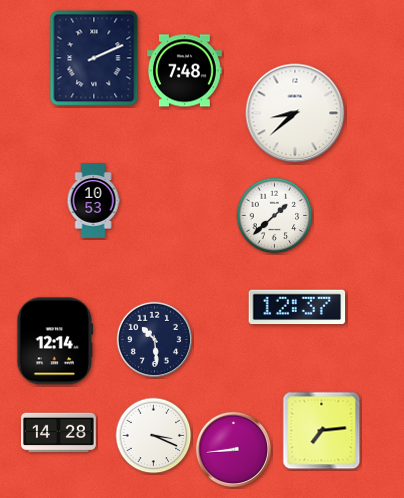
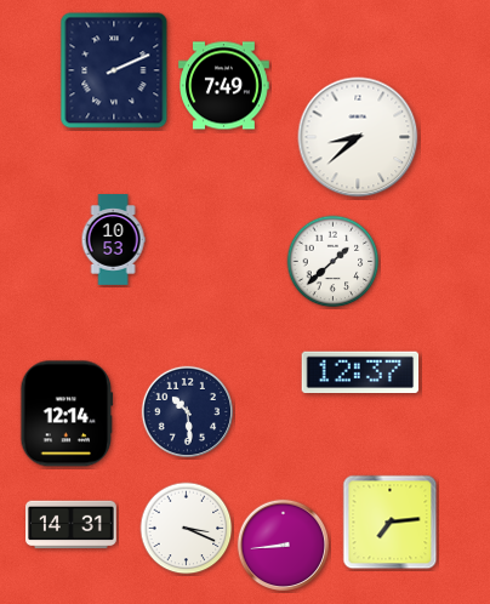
clock at (185, 71): 7:48 -> 7:49
clock at (93, 201) position: (93, 201) -> (113, 240)
clock at (59, 433): 14:28 -> 14:31
